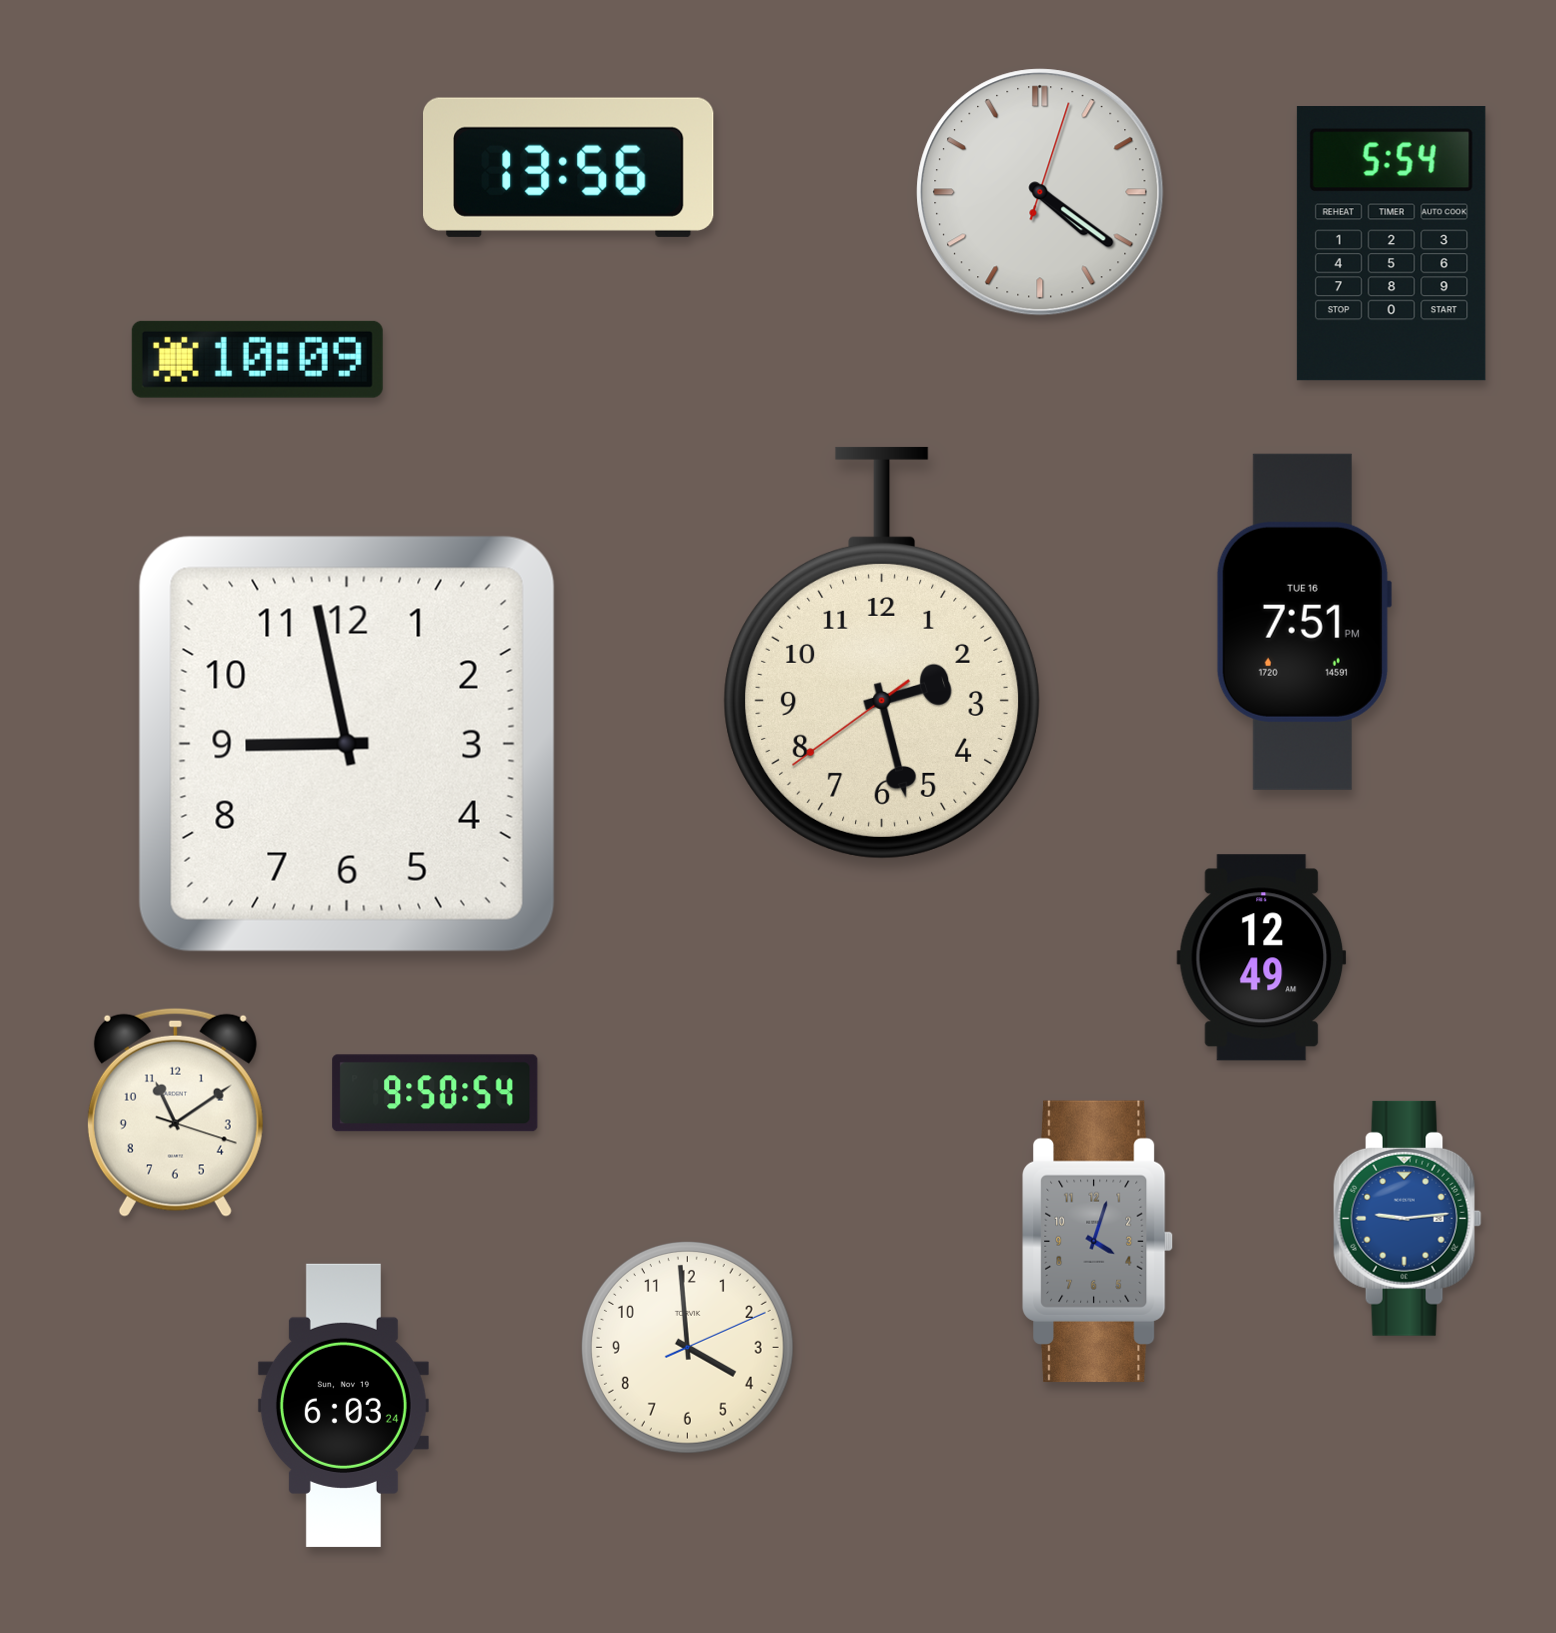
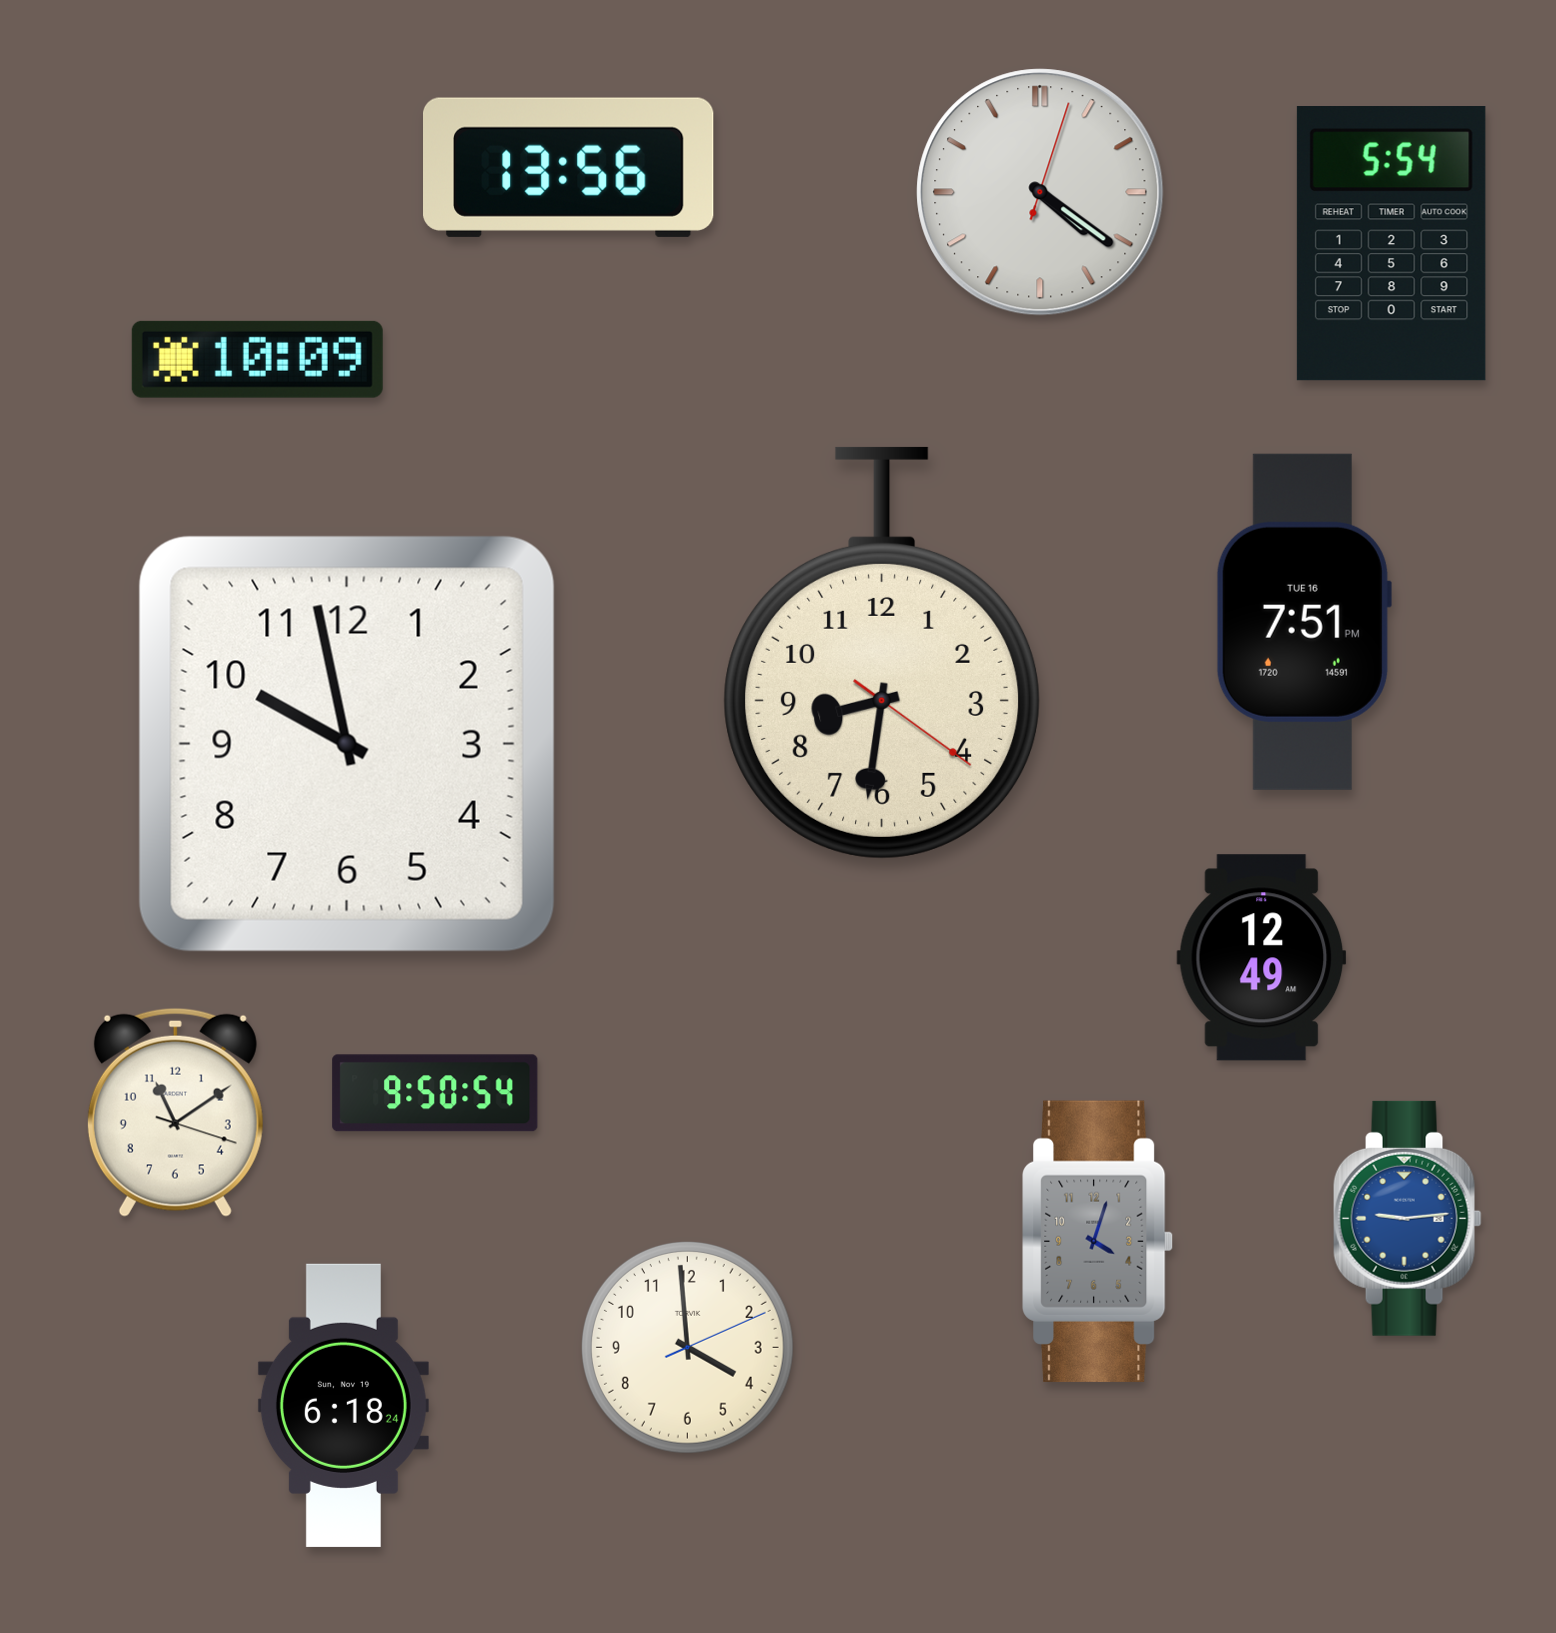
clock at (882, 653): 2:27 -> 8:31
clock at (347, 744): 8:58 -> 9:58
clock at (343, 1405): 6:03 -> 6:18
